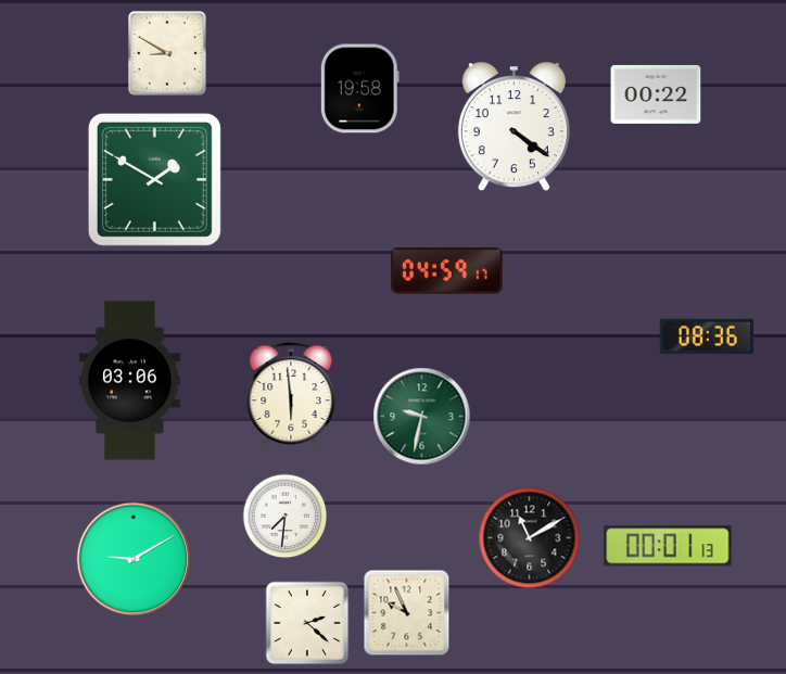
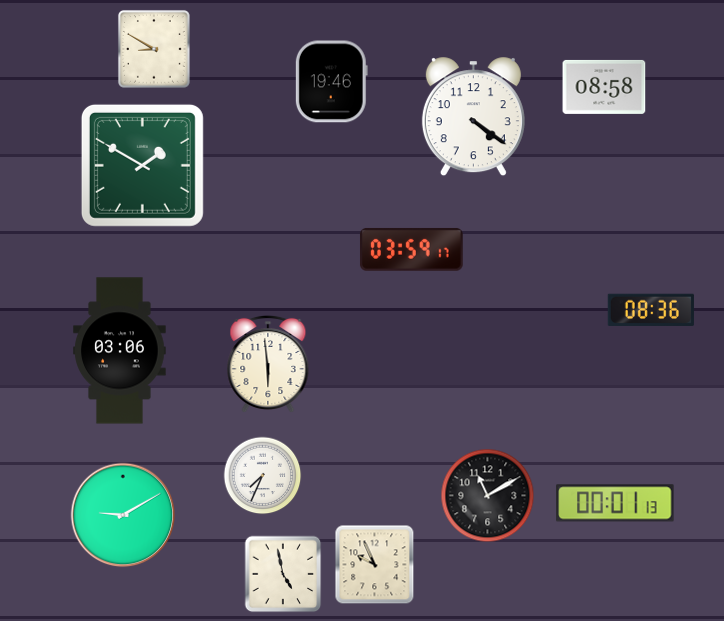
clock at (359, 89): 19:58 -> 19:46
clock at (656, 94): 00:22 -> 08:58
clock at (446, 270): 04:59 -> 03:59
clock at (422, 417): 9:32 -> none
clock at (286, 517): 7:31 -> 7:34
clock at (307, 623): 2:22 -> 4:58
